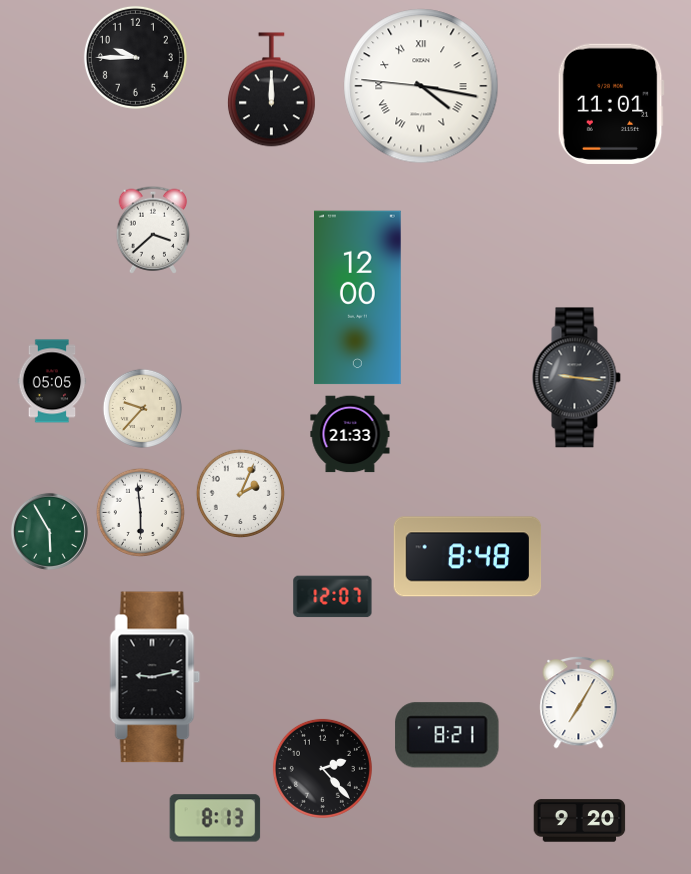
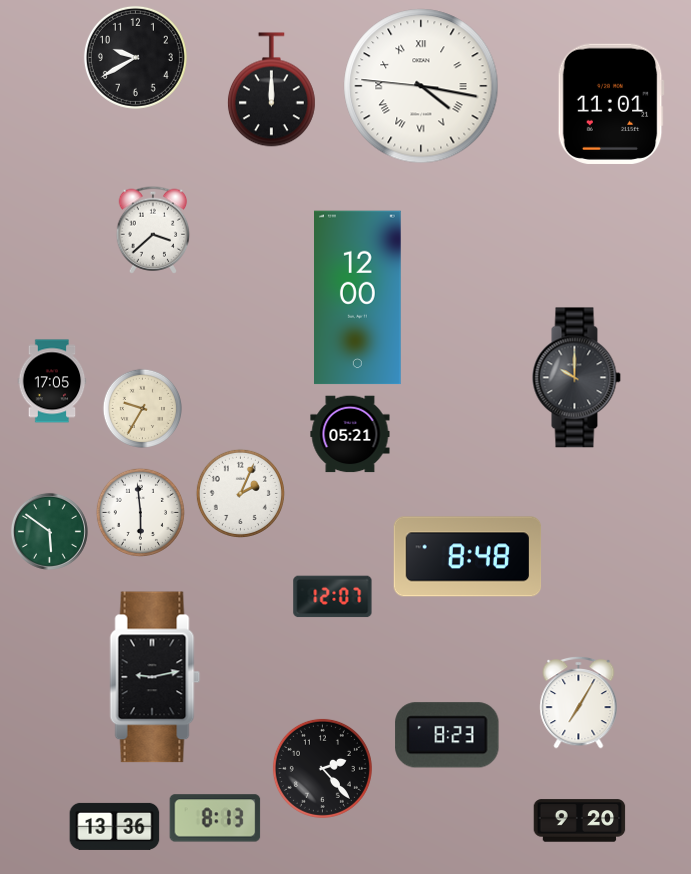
clock at (135, 57): 9:45 -> 9:40
clock at (576, 378): 9:16 -> 10:00
clock at (52, 381): 05:05 -> 17:05
clock at (142, 408): 9:37 -> 9:35
clock at (350, 434): 21:33 -> 05:21
clock at (49, 531): 5:55 -> 5:51
clock at (447, 735): 8:21 -> 8:23
clock at (115, 826): none -> 13:36
